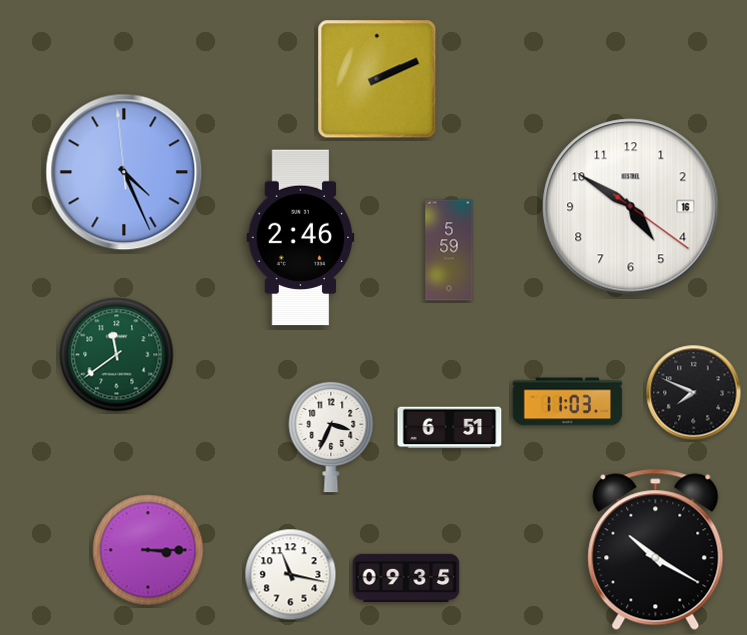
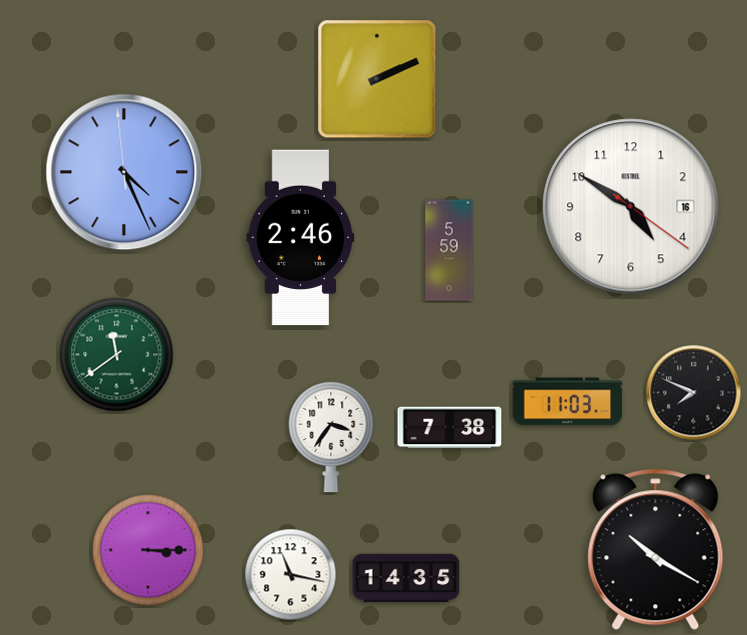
clock at (450, 428): 6:51 -> 7:38
clock at (331, 437): 3:34 -> 3:36
clock at (406, 577): 09:35 -> 14:35
